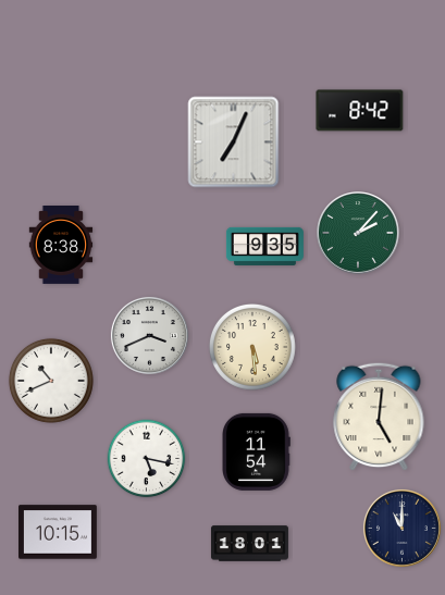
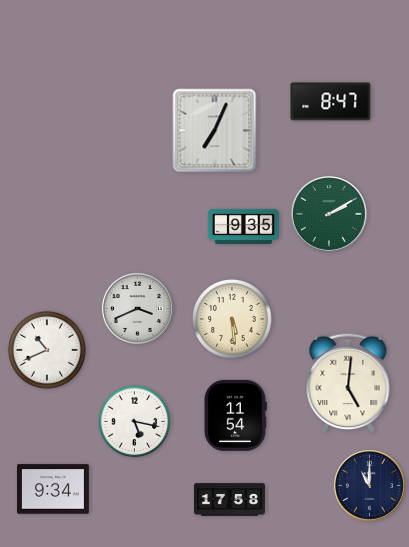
clock at (360, 111): 8:42 -> 8:47
clock at (359, 234): 2:07 -> 2:10
clock at (61, 246): 8:38 -> none
clock at (59, 532): 10:15 -> 9:34
clock at (249, 544): 18:01 -> 17:58
